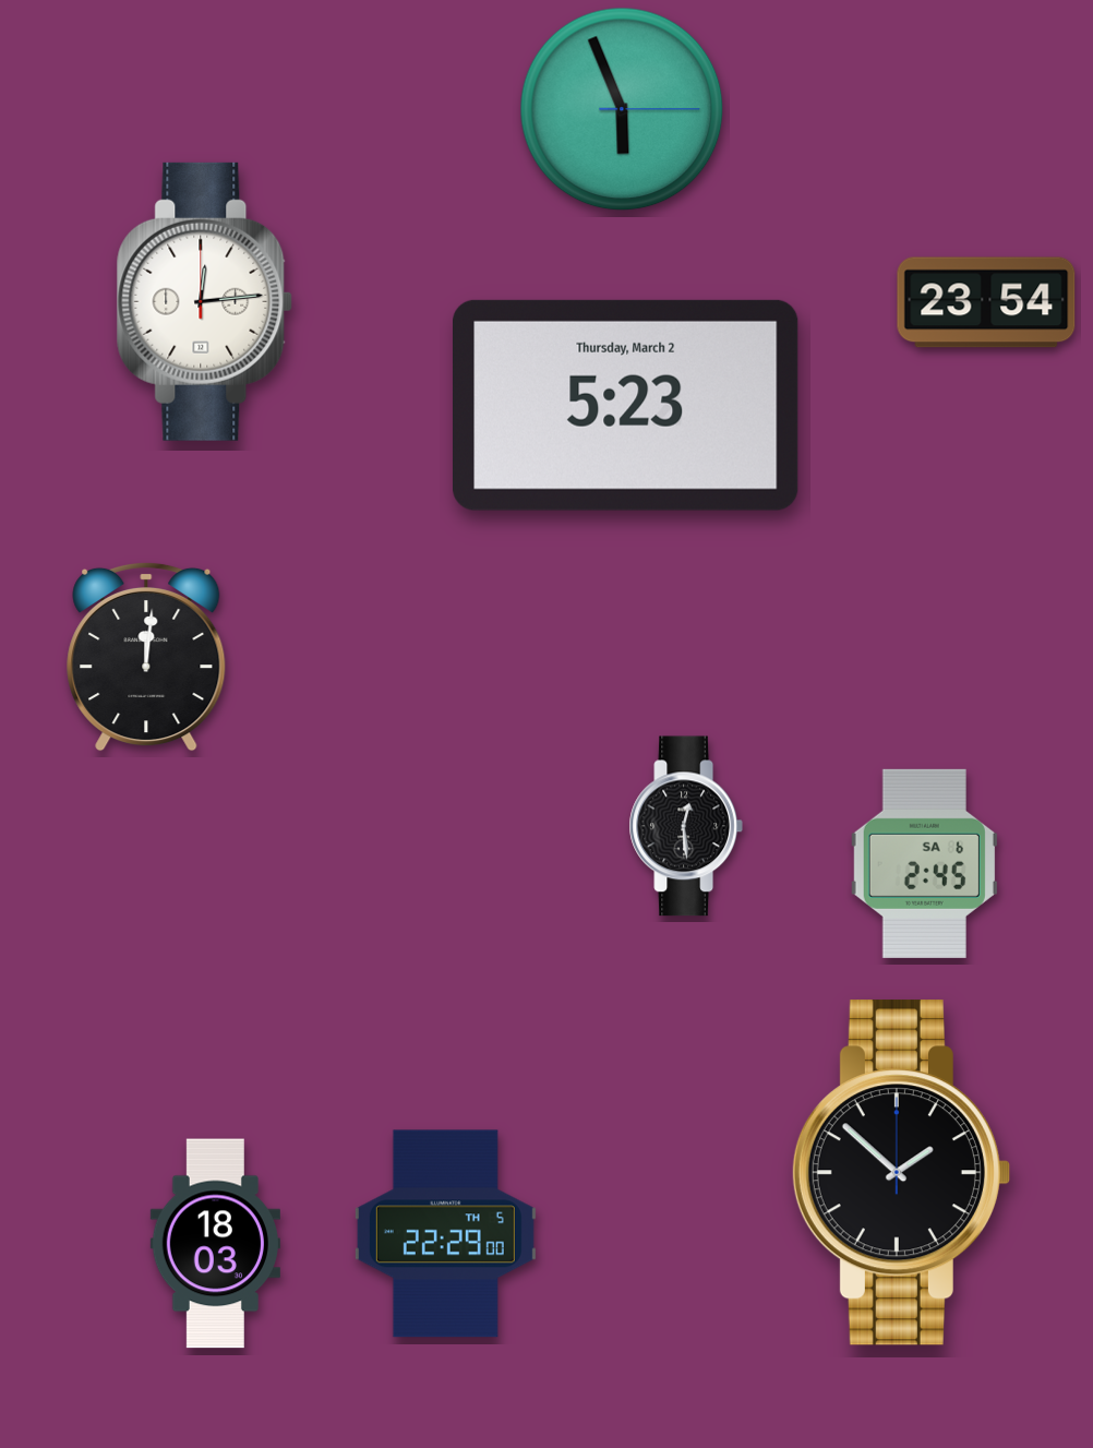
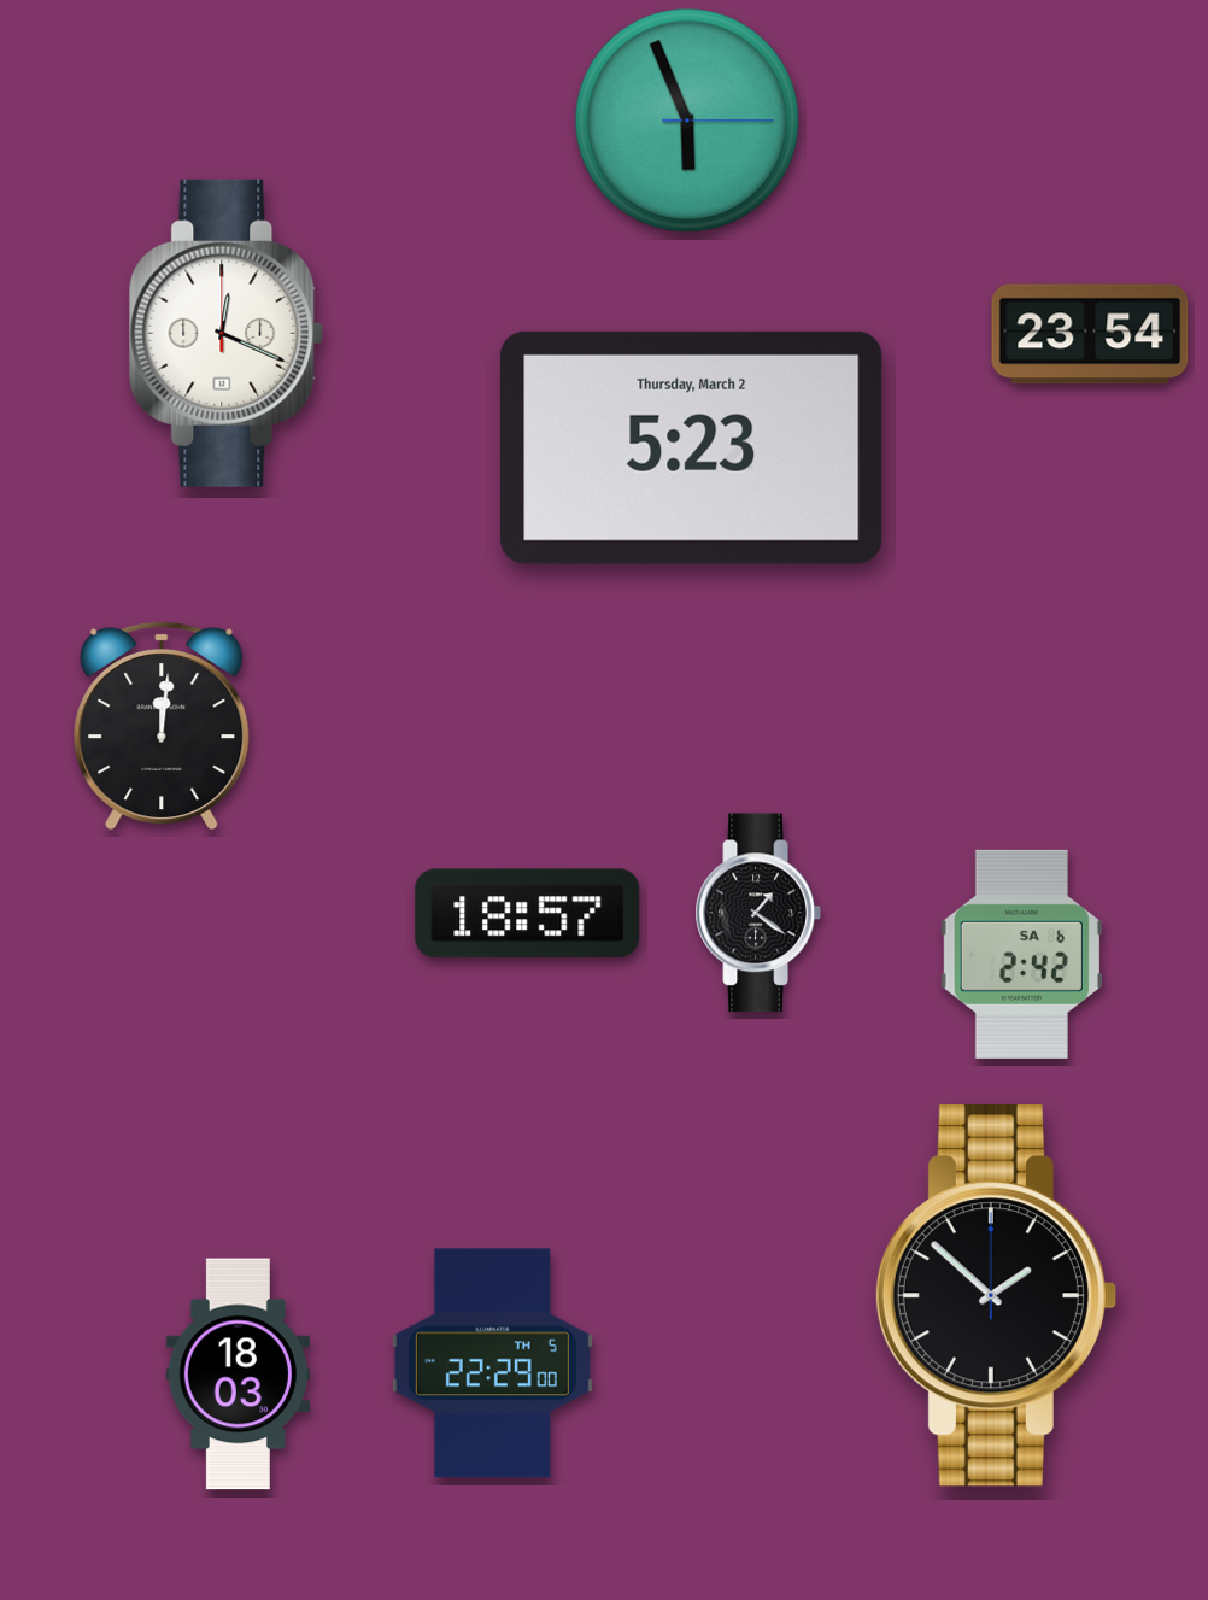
clock at (205, 301): 12:14 -> 12:19
clock at (686, 826): 12:29 -> 1:21
clock at (528, 914): none -> 18:57
clock at (924, 863): 2:45 -> 2:42
